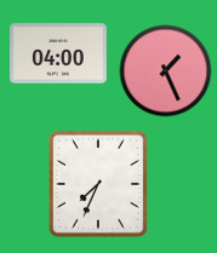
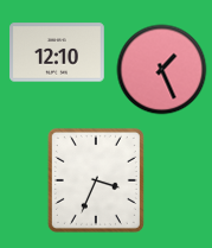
clock at (59, 53): 04:00 -> 12:10
clock at (98, 184): 7:34 -> 3:34
